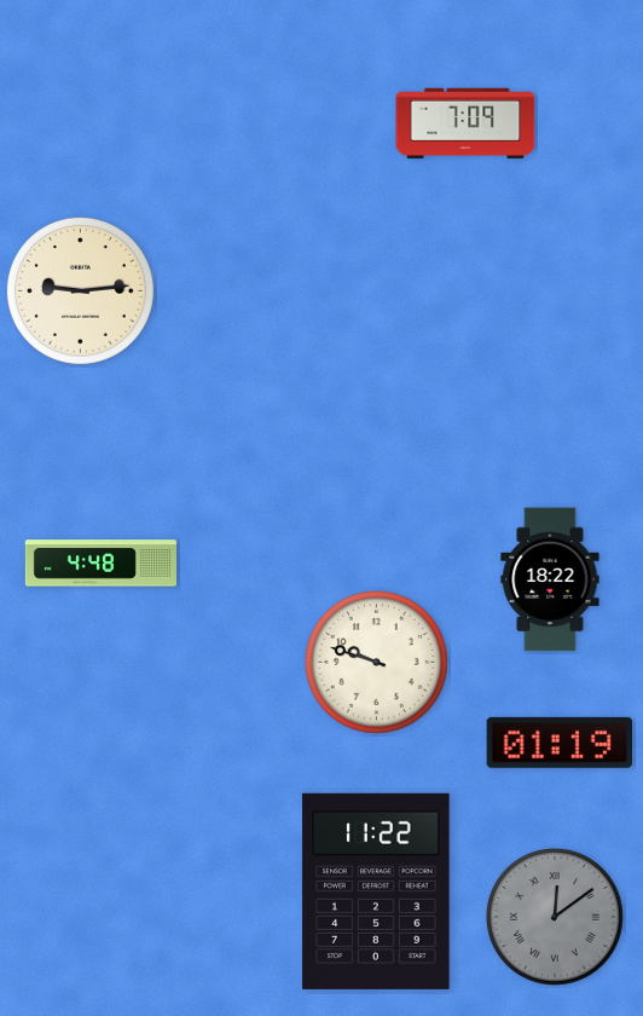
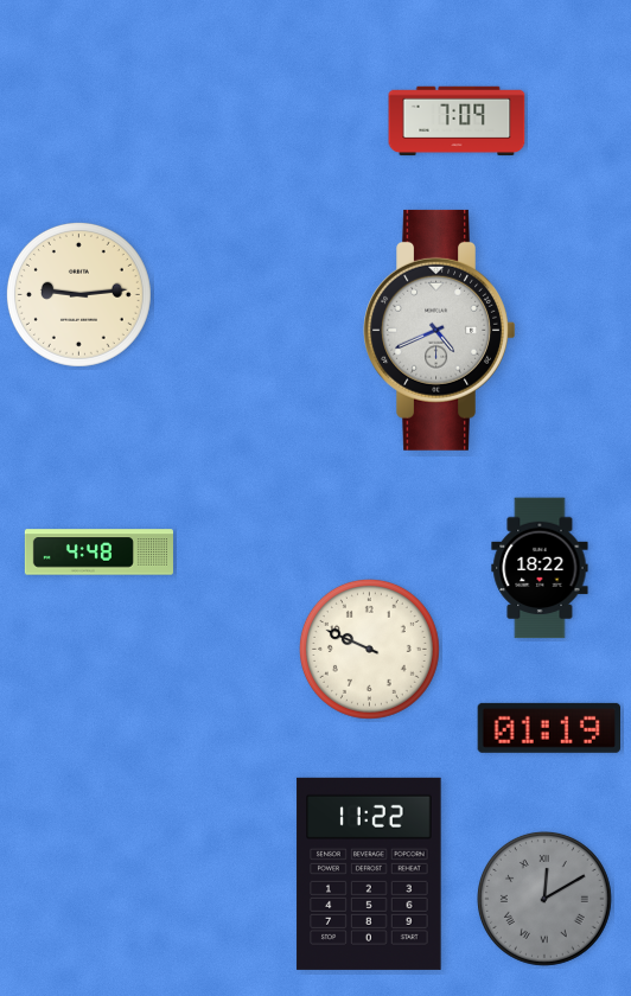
clock at (80, 290) position: (80, 290) -> (78, 294)
clock at (440, 330): none -> 4:41
clock at (376, 662): 9:48 -> 9:49
clock at (555, 917): 12:09 -> 12:10
